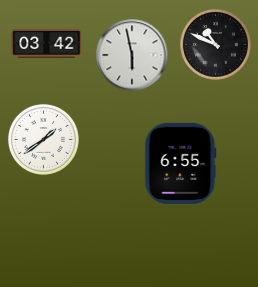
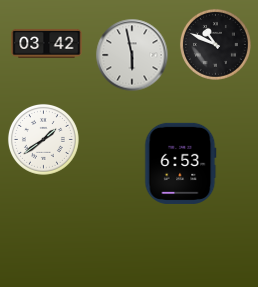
clock at (181, 163): 6:55 -> 6:53
